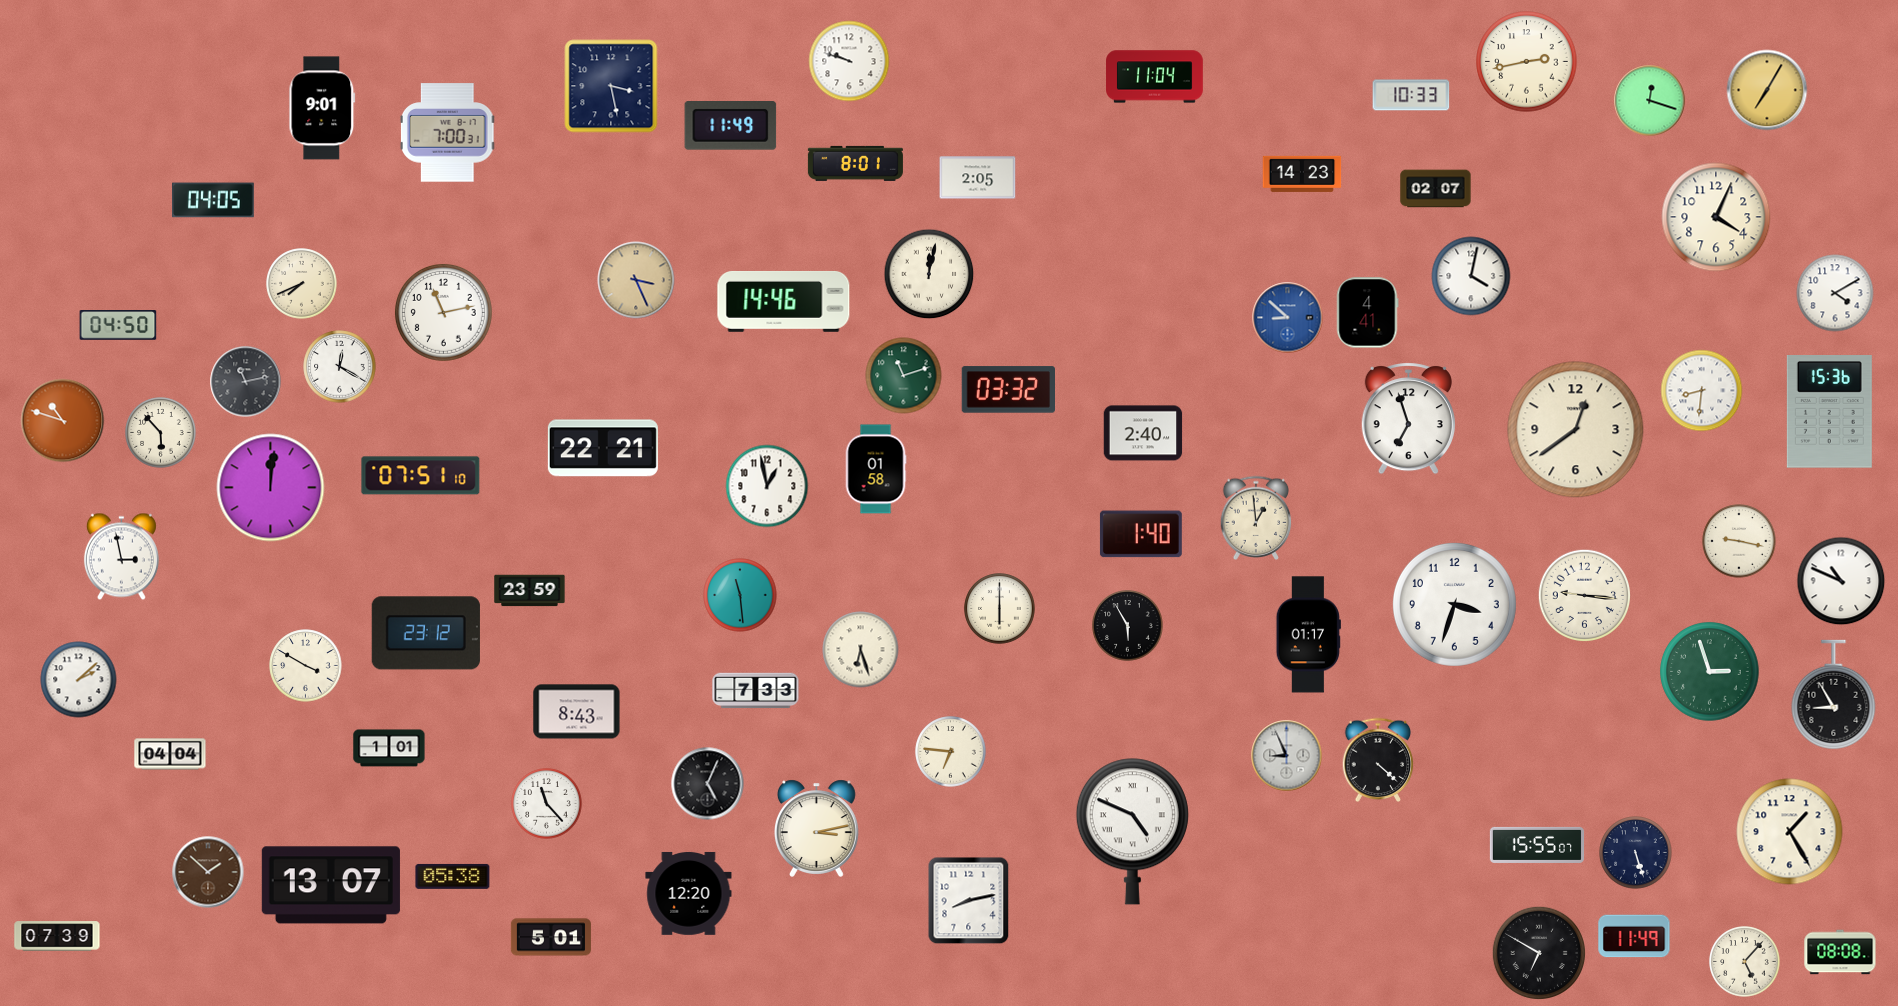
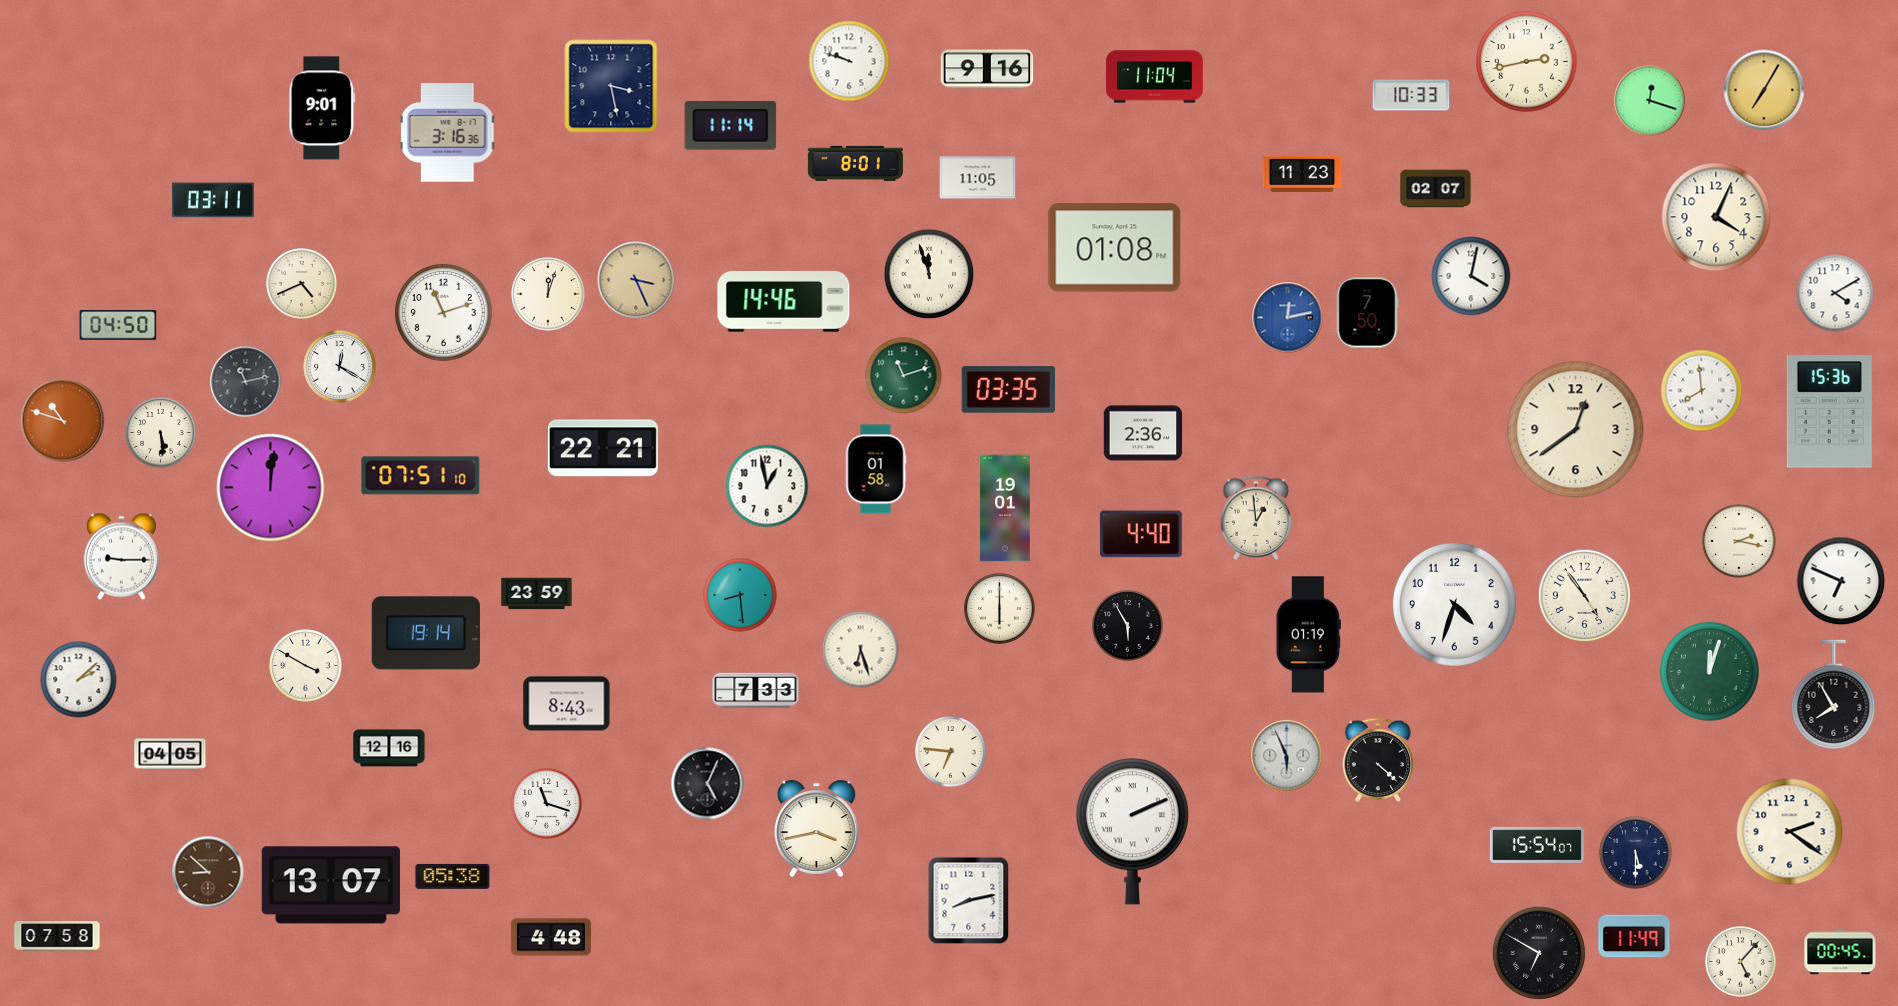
clock at (987, 69): none -> 9:16
clock at (1767, 90) position: (1767, 90) -> (1764, 90)
clock at (731, 126): 11:49 -> 11:14
clock at (447, 133): 7:00 -> 3:16
clock at (1302, 174): 14:23 -> 11:23
clock at (978, 178): 2:05 -> 11:05
clock at (214, 200): 04:05 -> 03:11
clock at (1115, 248): none -> 01:08
clock at (929, 274): 12:02 -> 11:57
clock at (302, 284): 7:41 -> 4:41
clock at (548, 294): none -> 12:03
clock at (444, 313): 11:13 -> 11:12
clock at (1368, 313): 4:41 -> 7:50
clock at (1288, 318): 8:52 -> 12:13
clock at (1008, 390): 03:32 -> 03:35
clock at (1702, 391): 8:31 -> 7:59
clock at (1408, 419): 6:57 -> none
clock at (161, 433): 5:53 -> 5:29
clock at (1143, 433): 2:40 -> 2:36
clock at (1005, 508): none -> 19:01
clock at (1141, 534): 1:40 -> 4:40
clock at (1739, 541): 9:17 -> 2:17
clock at (121, 557): 2:58 -> 9:15
clock at (1841, 581): 10:49 -> 6:49
clock at (530, 591) position: (530, 591) -> (537, 594)
clock at (740, 595): 11:29 -> 8:29
clock at (1584, 595): 9:16 -> 4:54
clock at (1454, 604): 3:33 -> 4:33
clock at (426, 633): 23:12 -> 19:14
clock at (1308, 635): 01:17 -> 01:19
clock at (1710, 672): 2:57 -> 12:03
clock at (1834, 695): 8:55 -> 7:55
clock at (577, 712) position: (577, 712) -> (567, 704)
clock at (389, 748): 1:01 -> 12:16
clock at (170, 754): 04:04 -> 04:05
clock at (1287, 756): 8:56 -> 5:56
clock at (547, 804): 11:23 -> 11:18
clock at (816, 828): 3:13 -> 3:43
clock at (1132, 832): 4:49 -> 2:11
clock at (1790, 832): 1:25 -> 2:21
clock at (1536, 845): 15:55 -> 15:54
clock at (1636, 853): 5:27 -> 5:30
clock at (208, 872): 1:52 -> 8:52
clock at (689, 893): 12:20 -> none
clock at (57, 936): 07:39 -> 07:58
clock at (551, 937): 5:01 -> 4:48
clock at (1840, 952): 08:08 -> 00:45
clock at (1745, 962) position: (1745, 962) -> (1741, 962)
